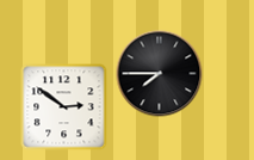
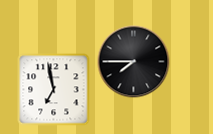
clock at (64, 107): 2:51 -> 6:58
